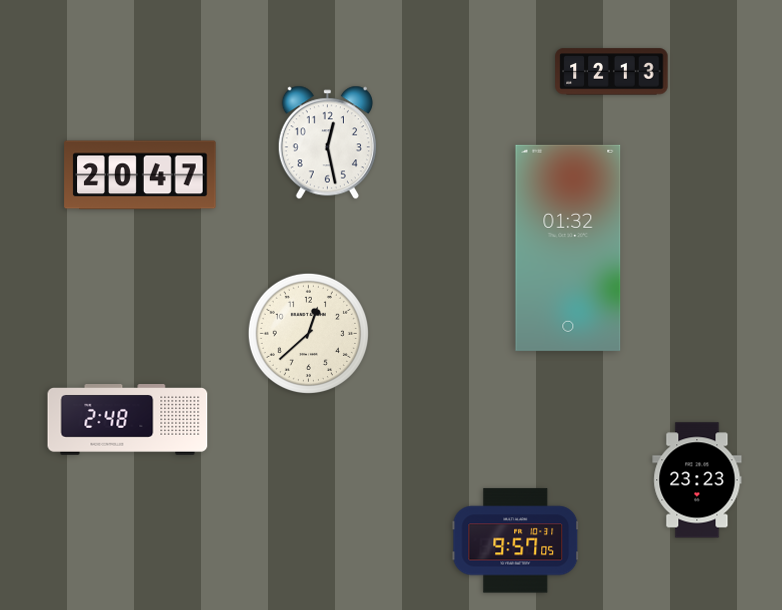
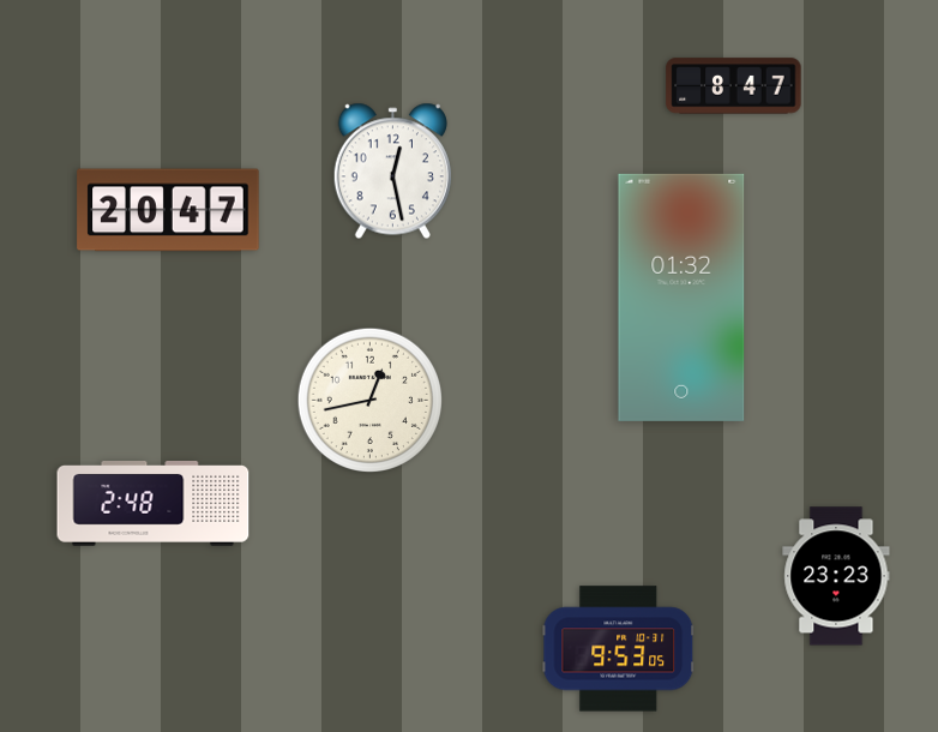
clock at (612, 72): 12:13 -> 8:47
clock at (308, 333): 12:38 -> 12:43
clock at (516, 541): 9:57 -> 9:53
